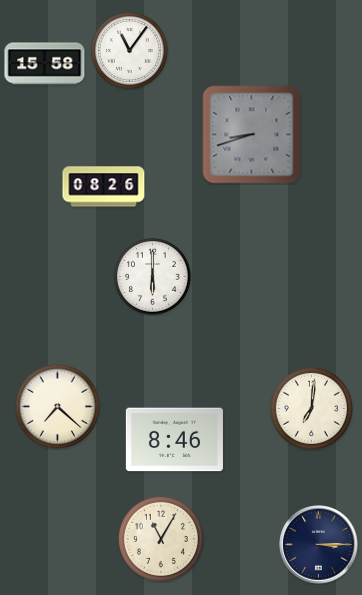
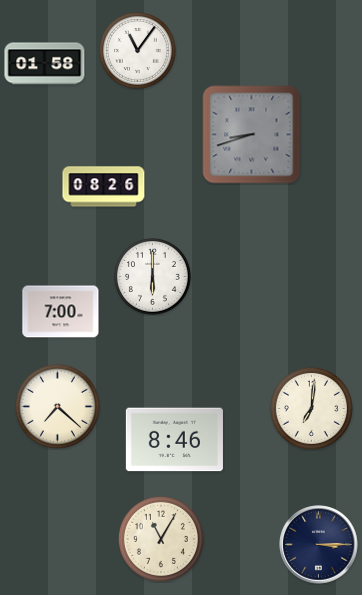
clock at (129, 50) position: (129, 50) -> (137, 50)
clock at (45, 64): 15:58 -> 01:58
clock at (61, 312): none -> 7:00
